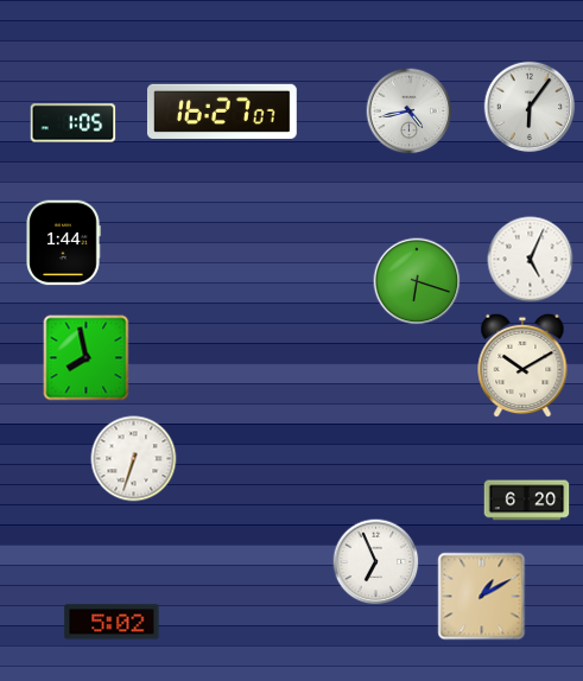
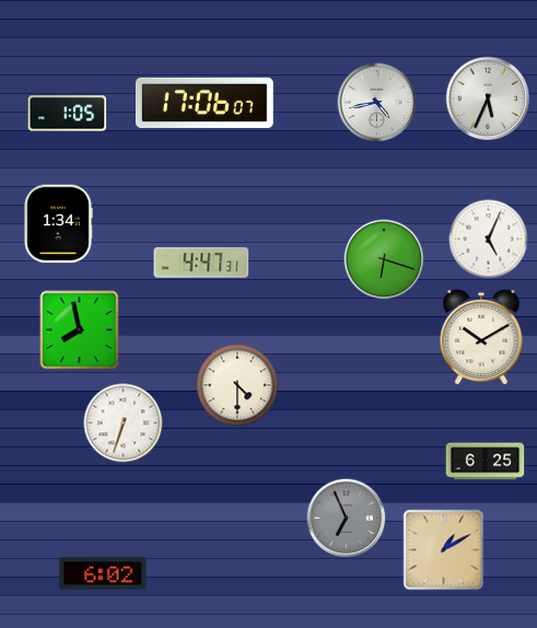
clock at (530, 107): 6:06 -> 5:34
clock at (222, 112): 16:27 -> 17:06
clock at (63, 243): 1:44 -> 1:34
clock at (201, 263): none -> 4:47
clock at (237, 385): none -> 4:30
clock at (527, 501): 6:20 -> 6:25
clock at (376, 562) dial: white -> grey
clock at (112, 622): 5:02 -> 6:02
